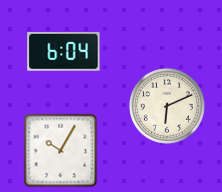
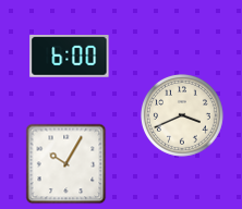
clock at (64, 52): 6:04 -> 6:00
clock at (167, 106): 6:11 -> 3:41
